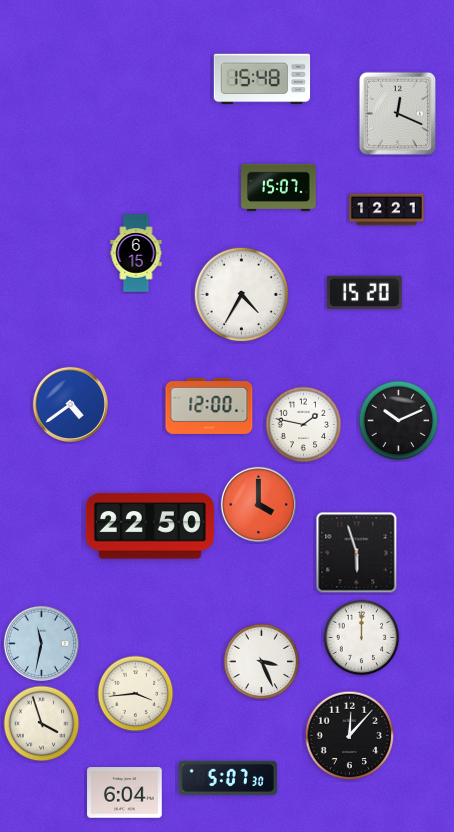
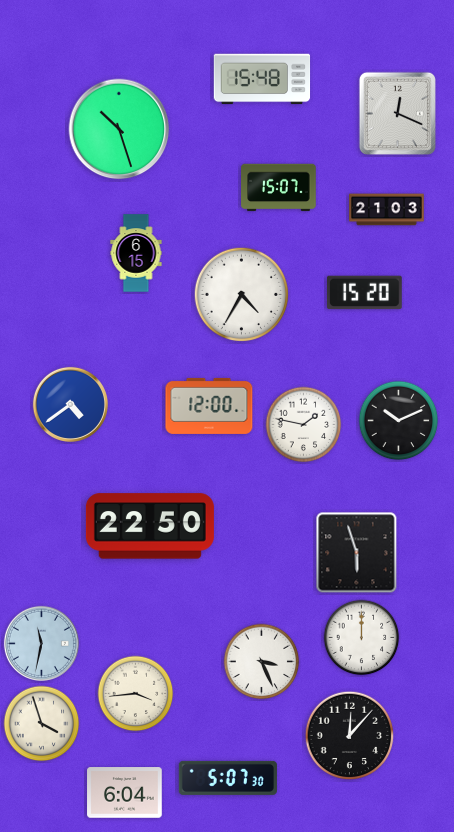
clock at (119, 129): none -> 10:27
clock at (387, 210): 12:21 -> 21:03
clock at (258, 504): 4:00 -> none
